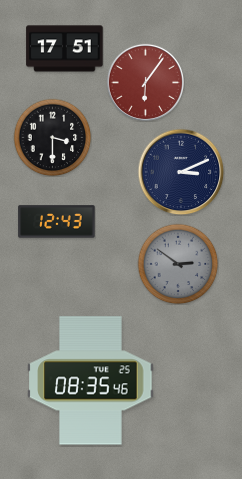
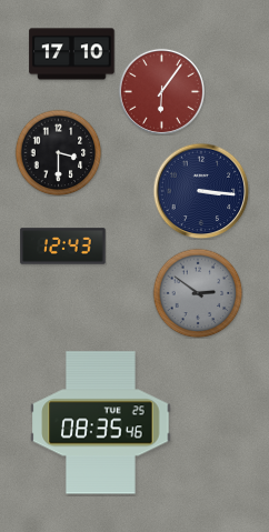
clock at (65, 49): 17:51 -> 17:10
clock at (181, 172): 3:11 -> 3:16
